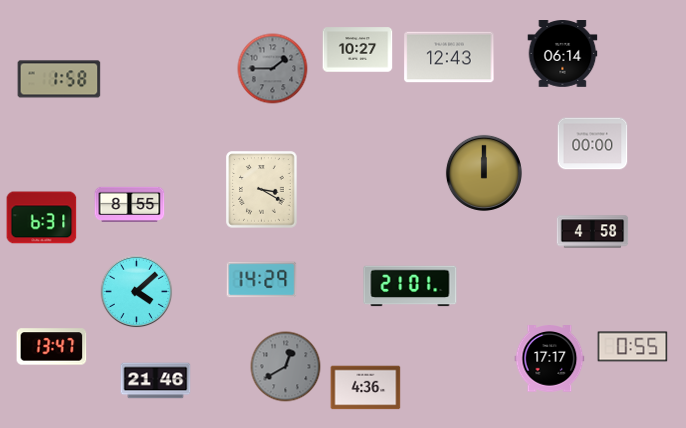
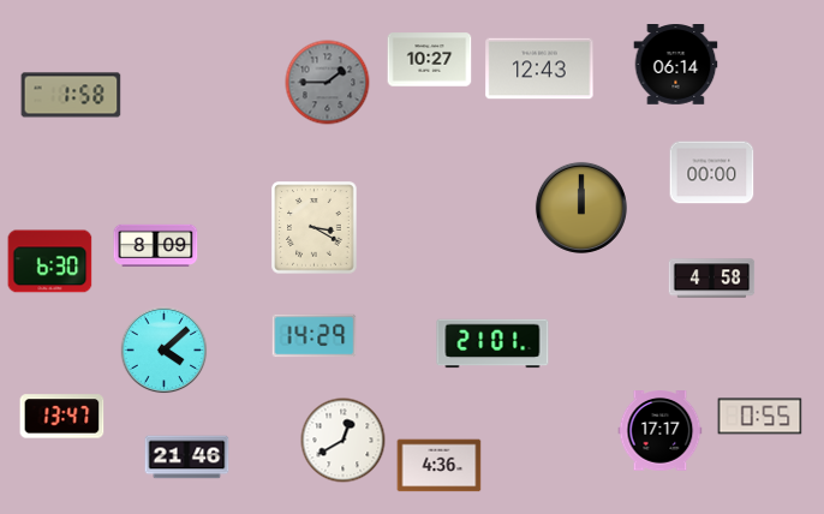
clock at (130, 204): 8:55 -> 8:09
clock at (42, 218): 6:31 -> 6:30
clock at (286, 367) dial: grey -> white
